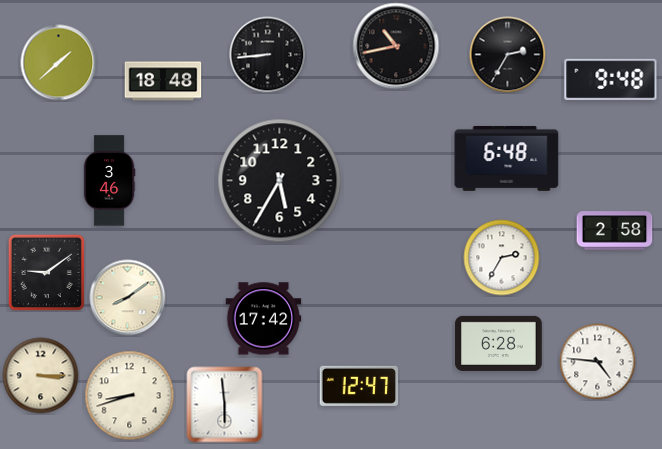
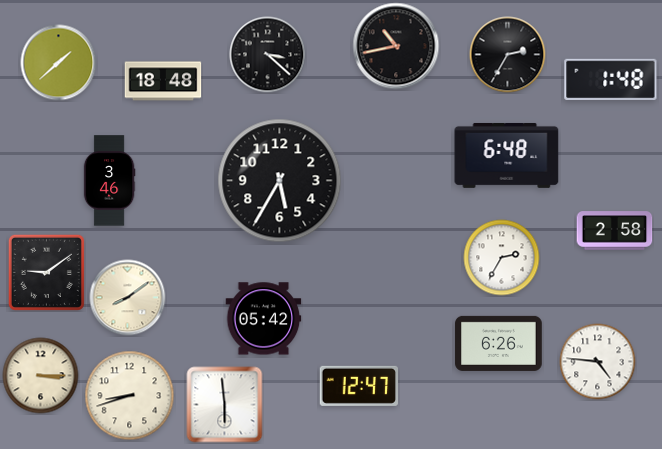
clock at (268, 55): 8:44 -> 3:22
clock at (611, 79): 9:48 -> 1:48
clock at (507, 158) position: (507, 158) -> (507, 155)
clock at (264, 319): 17:42 -> 05:42
clock at (499, 343): 6:28 -> 6:26
